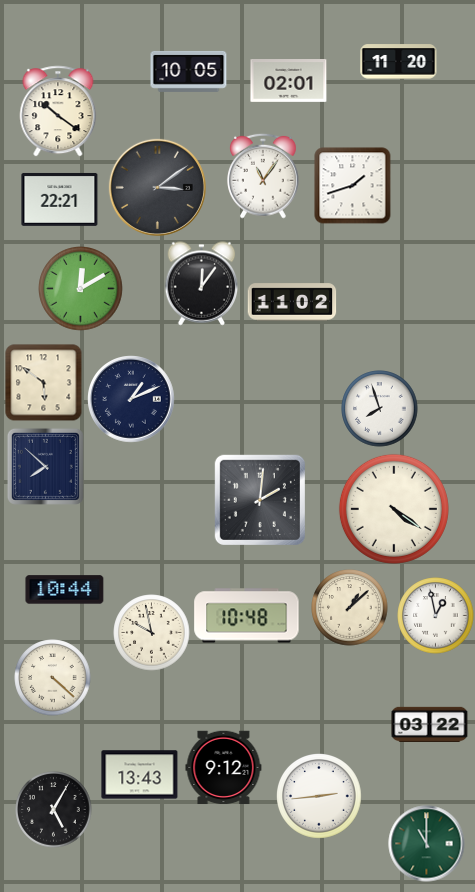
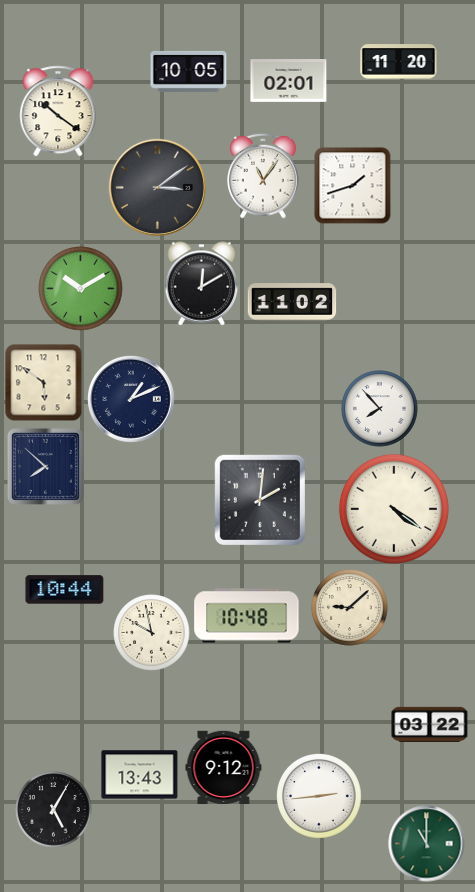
clock at (60, 199): 22:21 -> none
clock at (202, 284): 12:06 -> 12:10
clock at (81, 289): 12:10 -> 10:10
clock at (380, 409): 7:57 -> 7:53
clock at (350, 608): 1:08 -> 9:08
clock at (436, 616): 12:58 -> none
clock at (53, 678): 4:22 -> none
